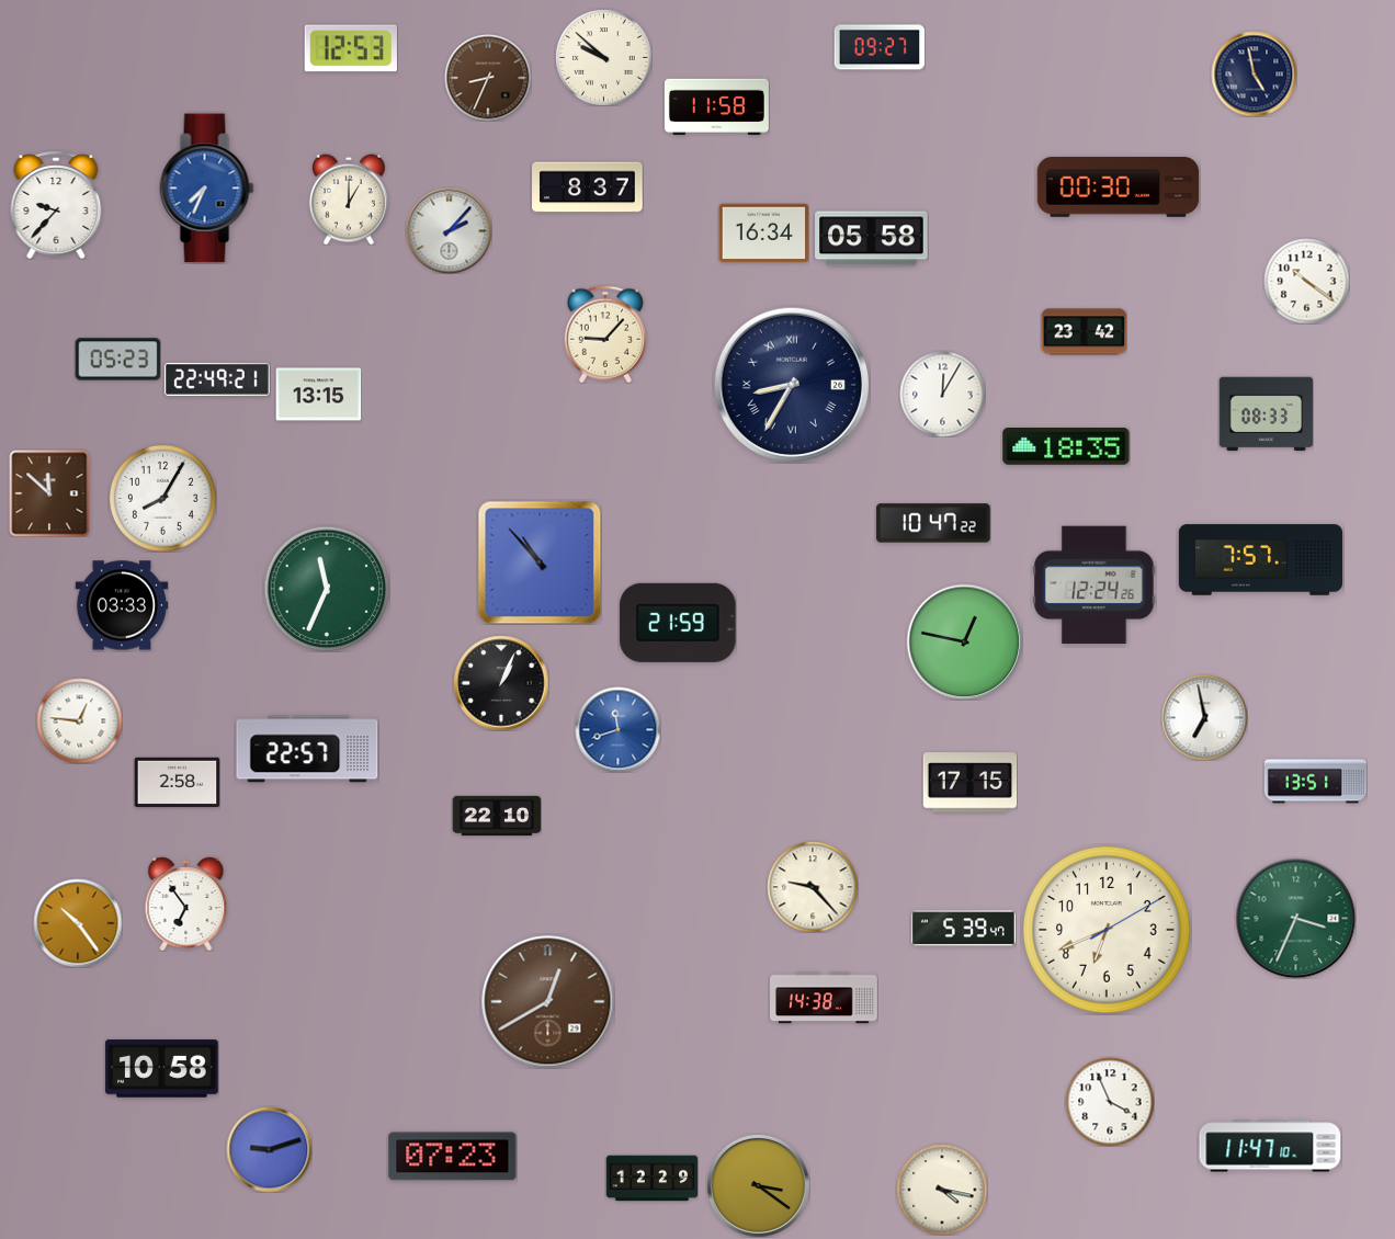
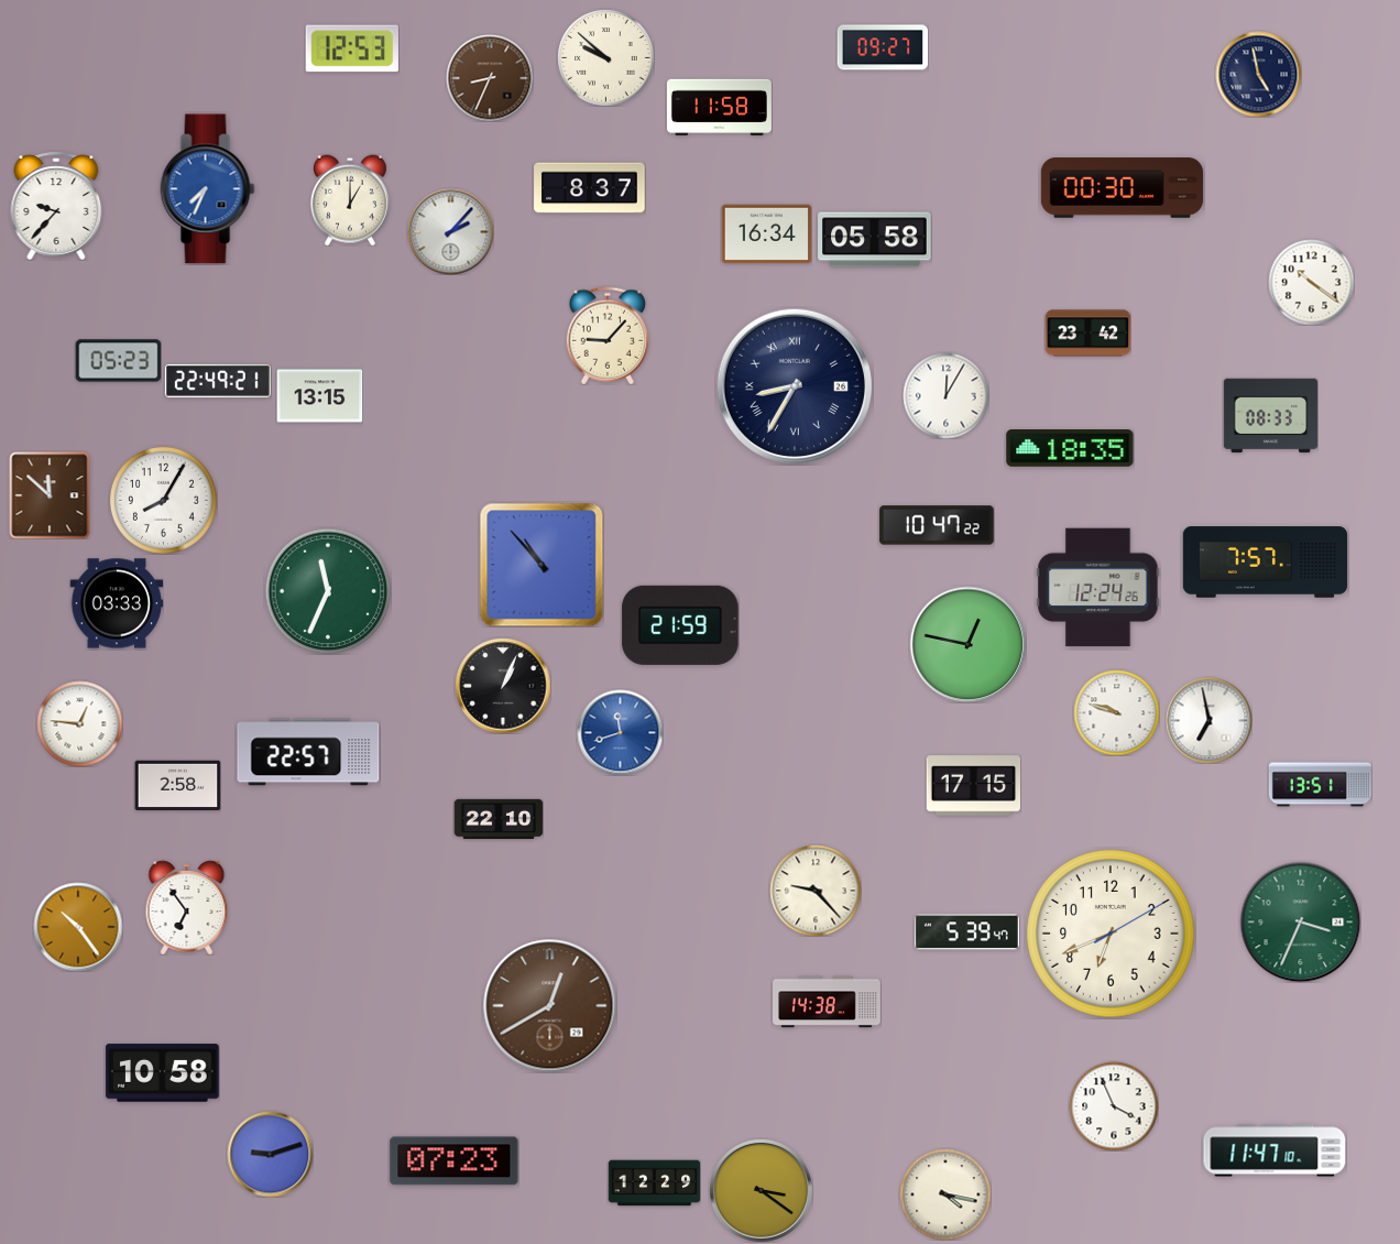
clock at (122, 605) position: (122, 605) -> (117, 603)
clock at (1116, 712): none -> 9:48
